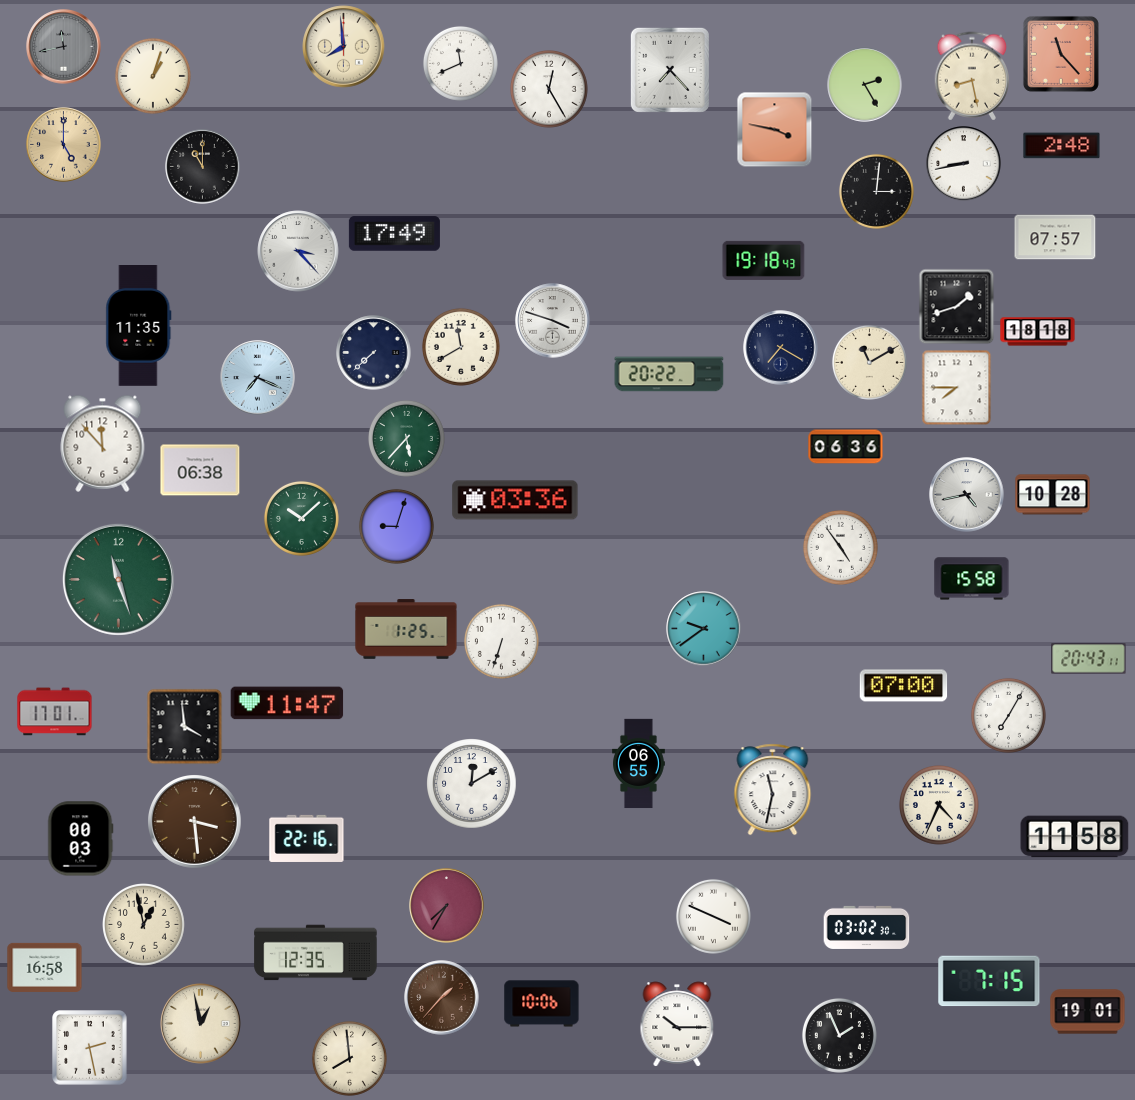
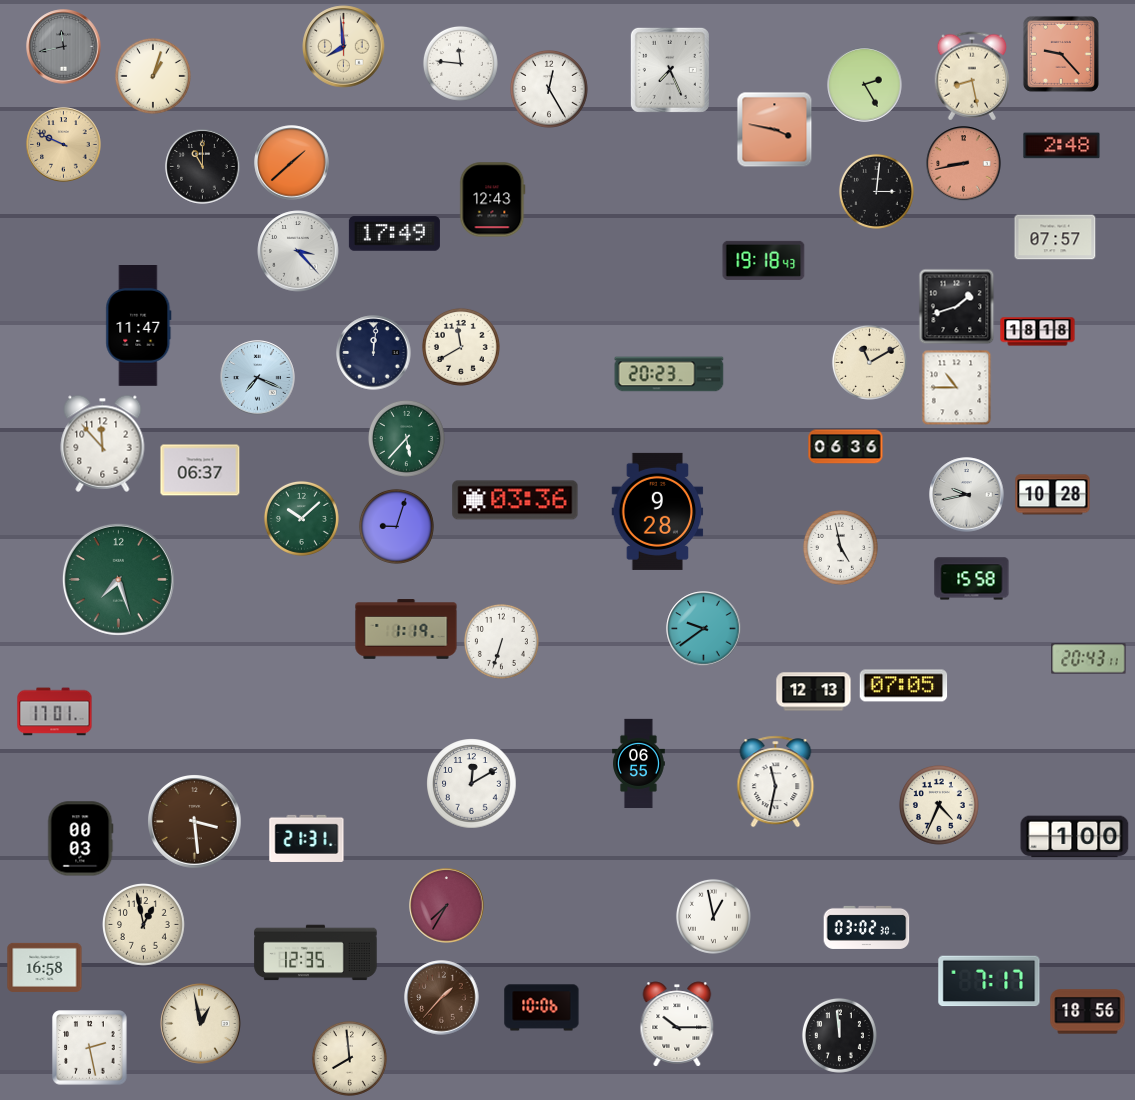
clock at (1061, 54): 11:23 -> 9:23
clock at (460, 63): 11:41 -> 11:46
clock at (670, 70): 7:23 -> 7:26
clock at (64, 145): 5:00 -> 9:49
clock at (292, 163): none -> 1:38
clock at (964, 164) dial: white -> salmon
clock at (493, 200): none -> 12:43
clock at (553, 321): 3:48 -> none
clock at (139, 326): 11:35 -> 11:47
clock at (781, 348): 7:20 -> none
clock at (374, 353): 7:38 -> 12:01
clock at (669, 374): 20:22 -> 20:23
clock at (957, 388): 7:45 -> 10:45
clock at (200, 470): 06:38 -> 06:37
clock at (967, 495): 4:43 -> 9:43
clock at (658, 511): none -> 9:28
clock at (840, 547): 4:54 -> 4:58
clock at (118, 579): 11:27 -> 7:27
clock at (406, 629): 1:25 -> 1:19
clock at (904, 686): 07:00 -> 07:05
clock at (814, 692): none -> 12:13
clock at (287, 703): 11:47 -> none
clock at (1008, 715): 7:05 -> none
clock at (185, 727): 3:59 -> none
clock at (773, 790) position: (773, 790) -> (776, 782)
clock at (1075, 837): 11:58 -> 1:00
clock at (307, 838): 22:16 -> 21:31
clock at (713, 916): 3:49 -> 12:58
clock at (989, 981): 7:15 -> 7:17
clock at (542, 1004) position: (542, 1004) -> (542, 1008)
clock at (1088, 1012): 19:01 -> 18:56
clock at (839, 1035): 1:56 -> 11:59
